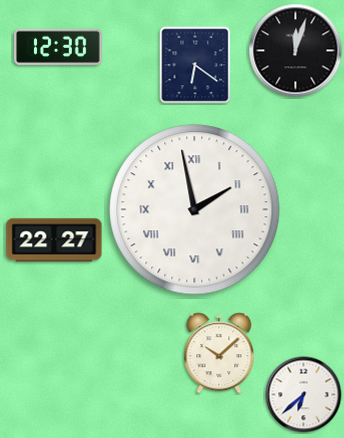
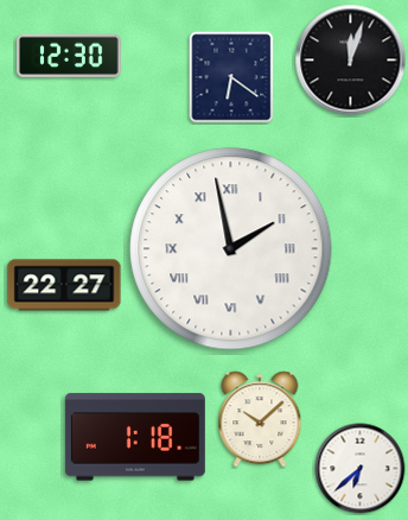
clock at (135, 437): none -> 1:18
